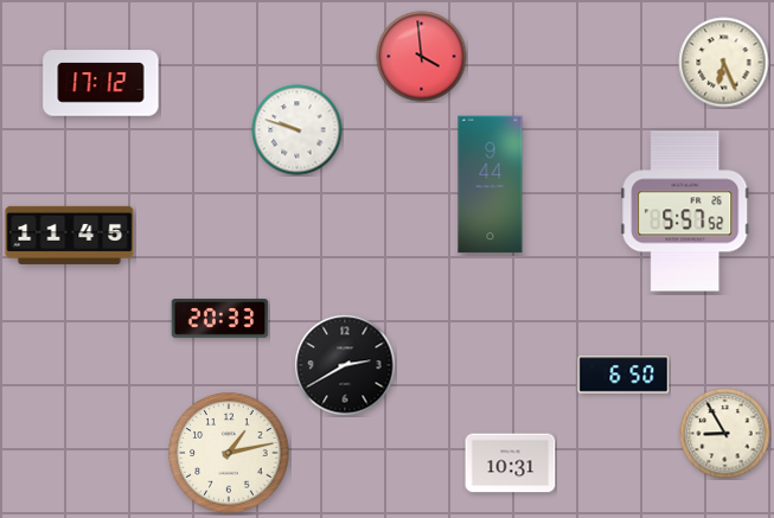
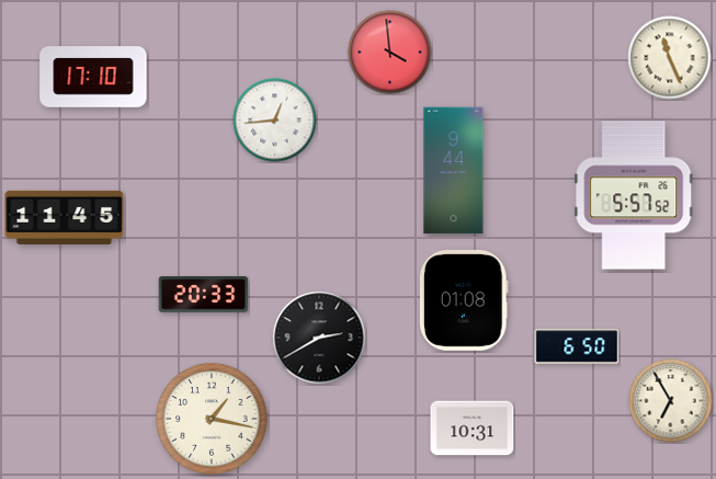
clock at (724, 63): 6:26 -> 11:26
clock at (101, 83): 17:12 -> 17:10
clock at (298, 130): 9:48 -> 12:44
clock at (464, 301): none -> 01:08
clock at (725, 434): 8:55 -> 6:55
clock at (229, 453): 1:13 -> 1:17
